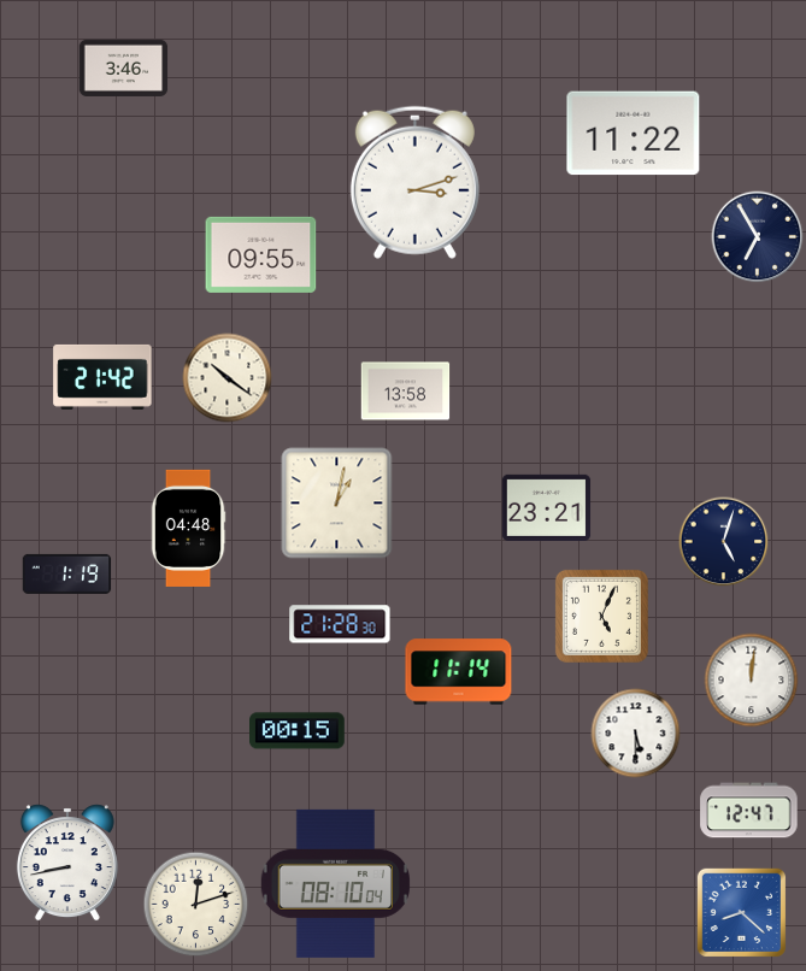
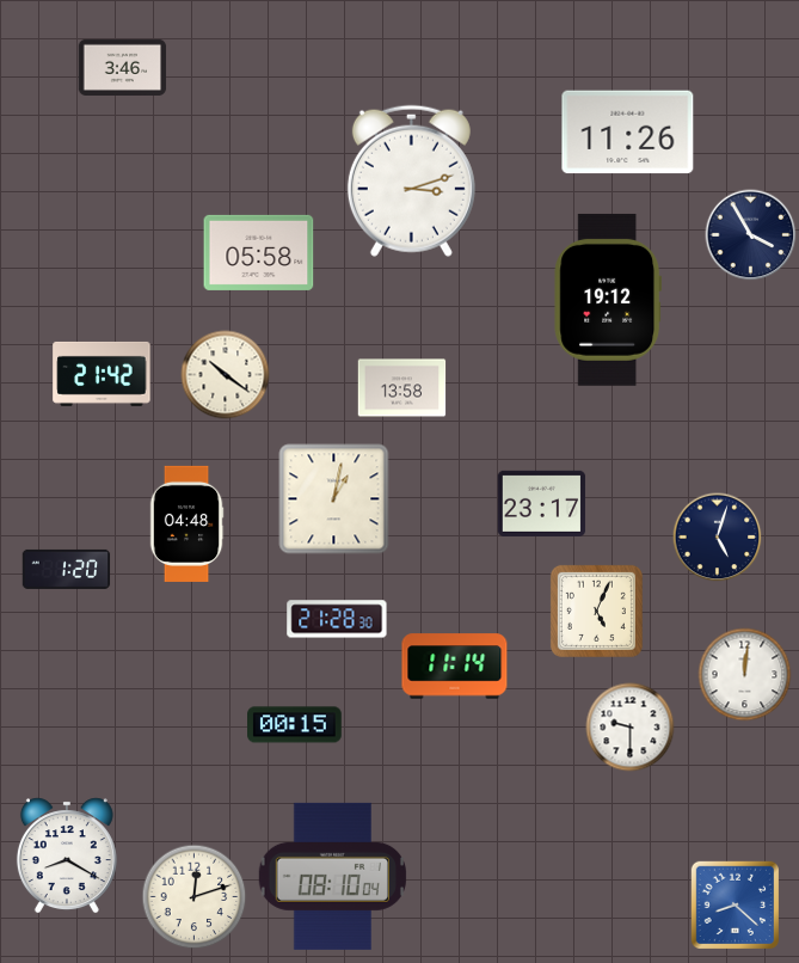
clock at (634, 134): 11:22 -> 11:26
clock at (758, 237): 6:55 -> 3:55
clock at (261, 254): 09:55 -> 05:58
clock at (607, 300): none -> 19:12
clock at (547, 507): 23:21 -> 23:17
clock at (67, 573): 1:19 -> 1:20
clock at (636, 734): 5:30 -> 9:30
clock at (749, 811): 12:47 -> none
clock at (67, 863): 8:43 -> 8:20
